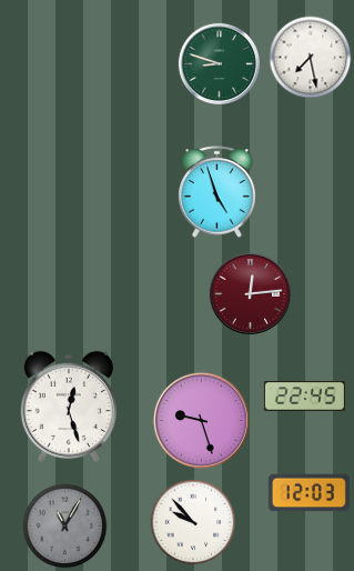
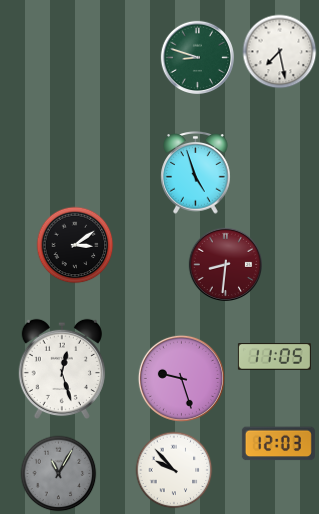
clock at (75, 245): none -> 3:09
clock at (251, 294): 12:14 -> 8:31
clock at (304, 397): 22:45 -> 11:05
clock at (69, 407) position: (69, 407) -> (62, 369)
